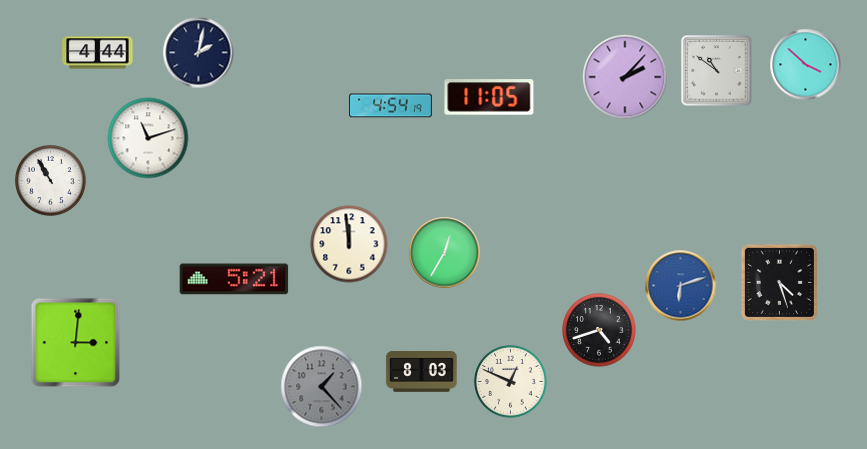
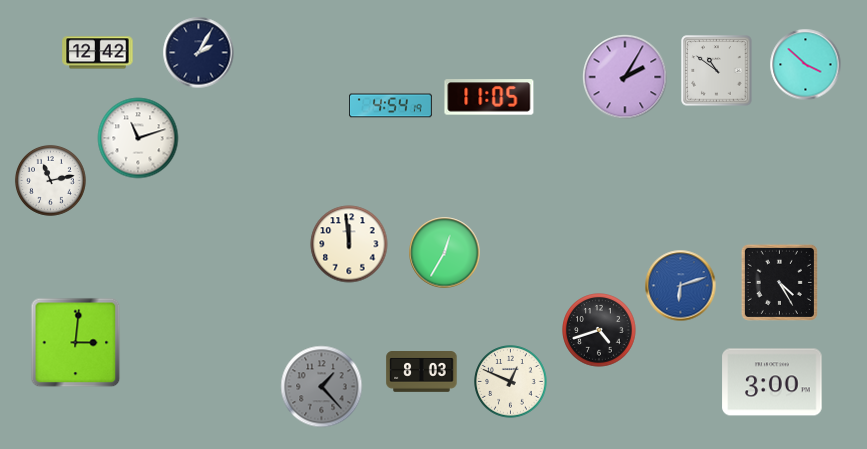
clock at (98, 53): 4:44 -> 12:42
clock at (199, 53): 2:02 -> 2:05
clock at (625, 77): 2:07 -> 2:05
clock at (148, 138) position: (148, 138) -> (138, 138)
clock at (50, 180): 10:55 -> 11:13
clock at (234, 279): 5:21 -> none
clock at (779, 282): 4:27 -> 4:25
clock at (772, 382): none -> 3:00
